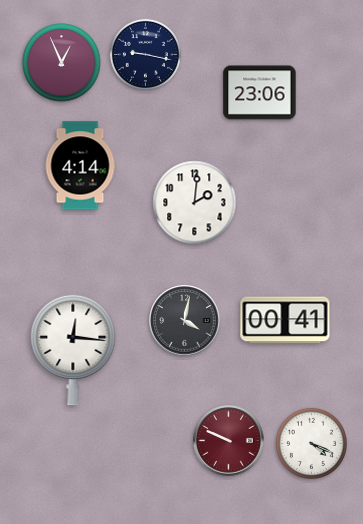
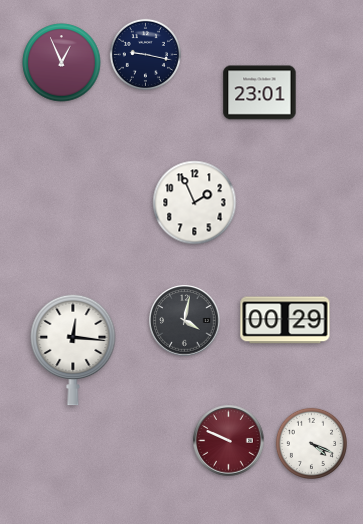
clock at (260, 93): 23:06 -> 23:01
clock at (80, 166): 4:14 -> none
clock at (195, 203): 2:01 -> 1:56
clock at (285, 320): 00:41 -> 00:29
